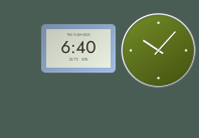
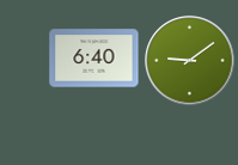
clock at (159, 51): 10:07 -> 9:09
